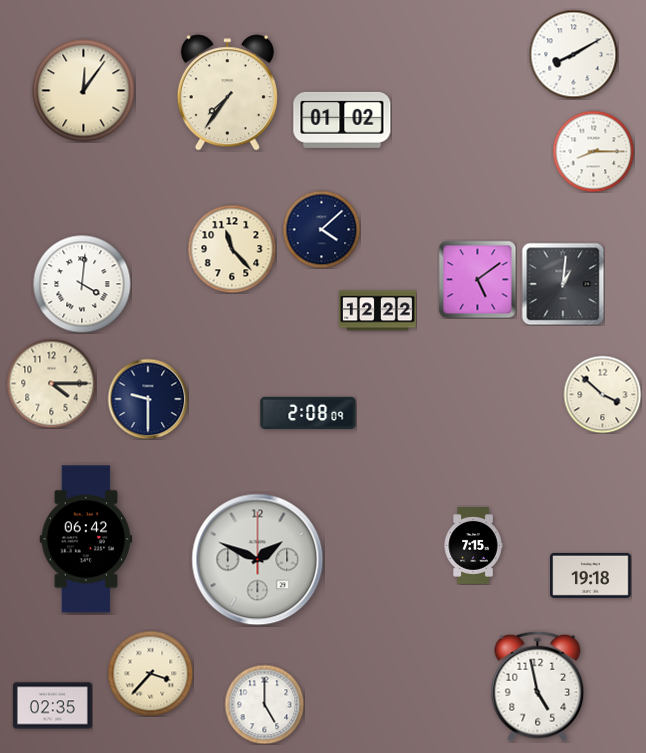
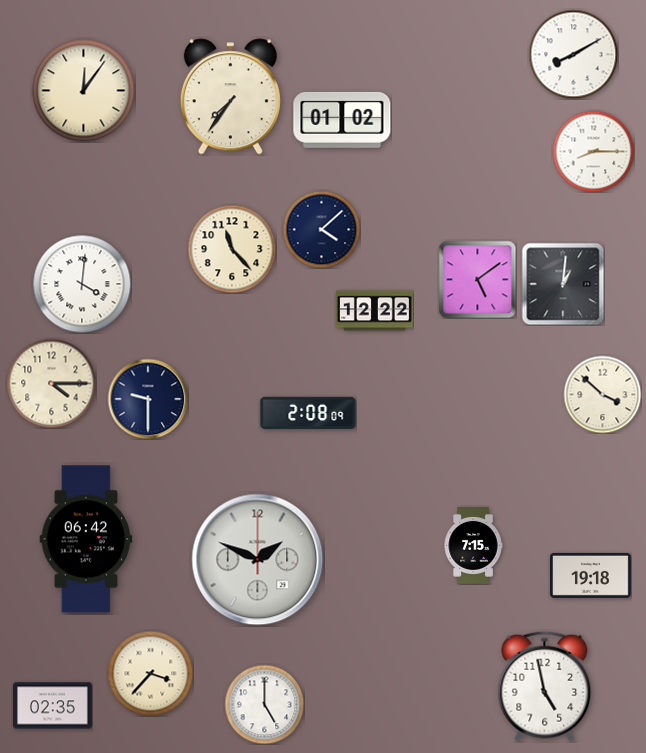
clock at (227, 93) position: (227, 93) -> (230, 97)
clock at (377, 311) position: (377, 311) -> (374, 311)
clock at (538, 686) position: (538, 686) -> (545, 686)
